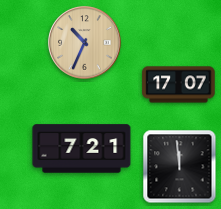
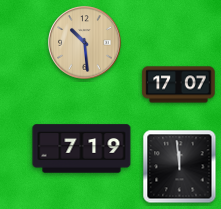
clock at (85, 43): 10:34 -> 10:29
clock at (82, 149): 7:21 -> 7:19
